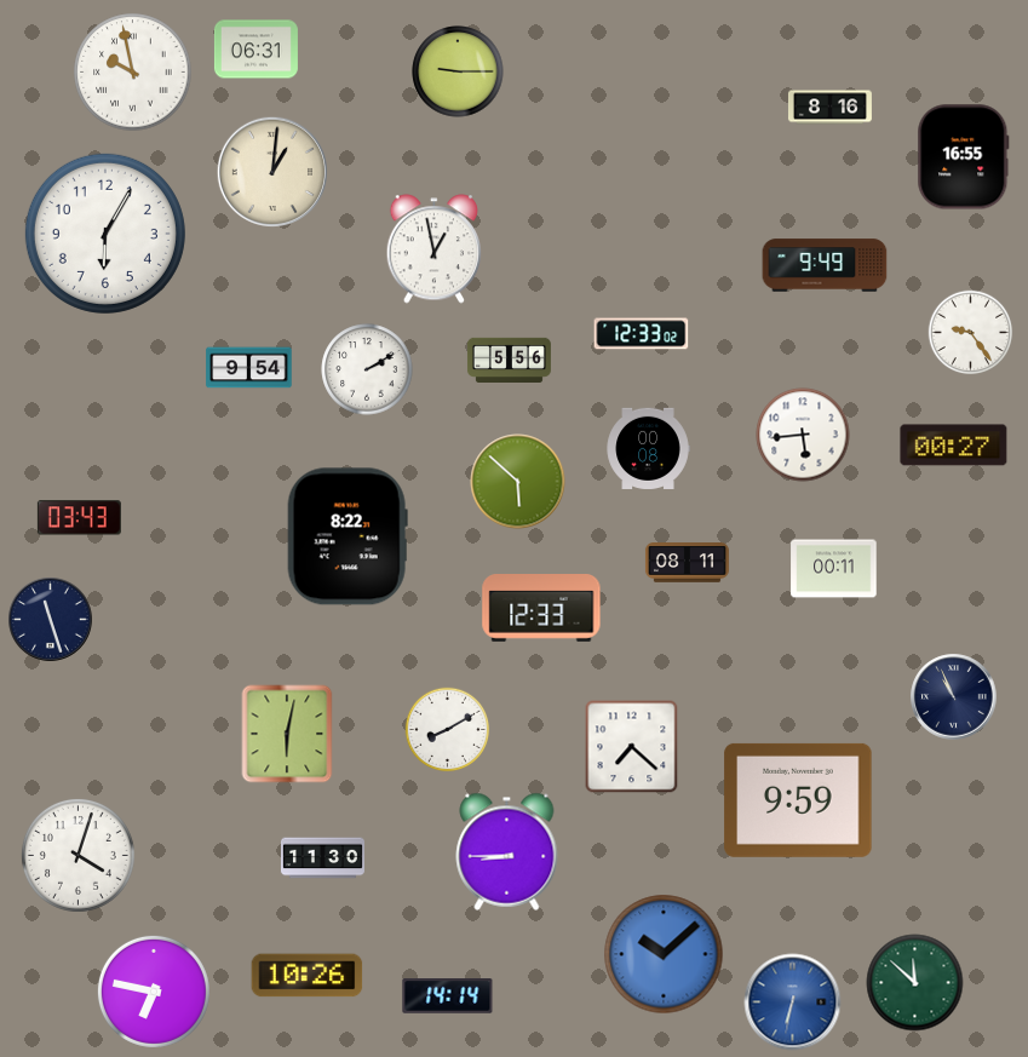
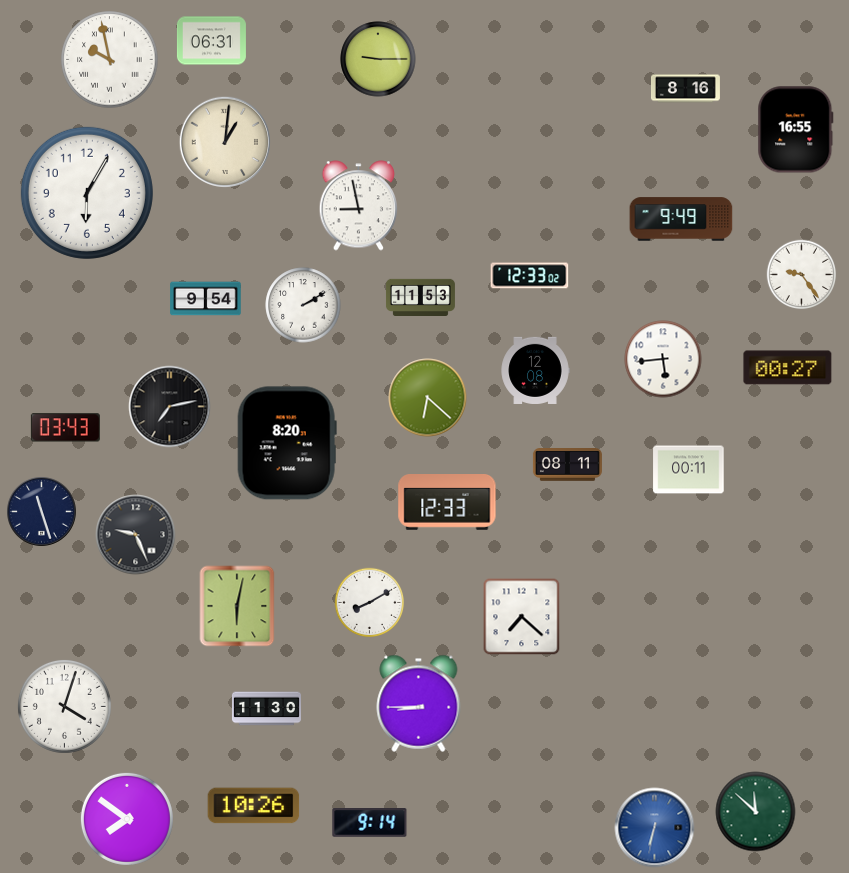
clock at (435, 249): 12:58 -> 8:58
clock at (509, 360): 5:56 -> 11:53
clock at (249, 368) position: (249, 368) -> (206, 299)
clock at (648, 448): 00:08 -> 12:08
clock at (518, 482): 5:52 -> 6:22
clock at (170, 407): none -> 7:13
clock at (348, 536): 8:22 -> 8:20
clock at (136, 535): none -> 9:26
clock at (954, 697): 10:56 -> none
clock at (798, 800): 9:59 -> none
clock at (664, 954): 10:08 -> none
clock at (154, 992): 6:47 -> 7:51
clock at (448, 996): 14:14 -> 9:14
